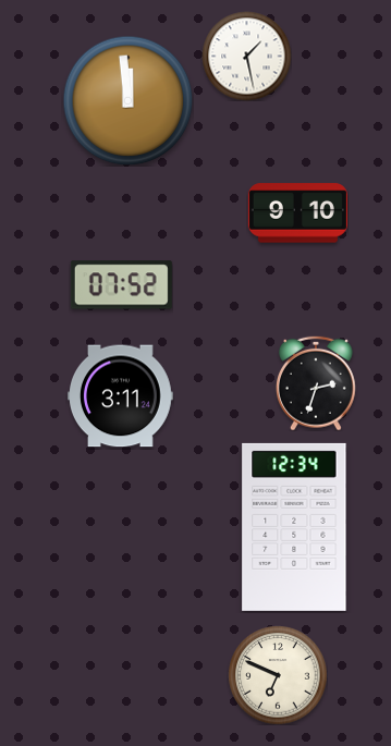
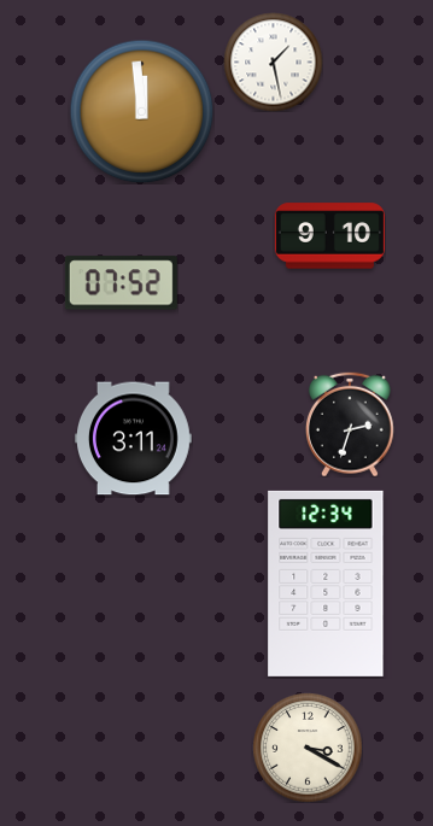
clock at (121, 285) position: (121, 285) -> (121, 283)
clock at (278, 675): 6:49 -> 3:20
